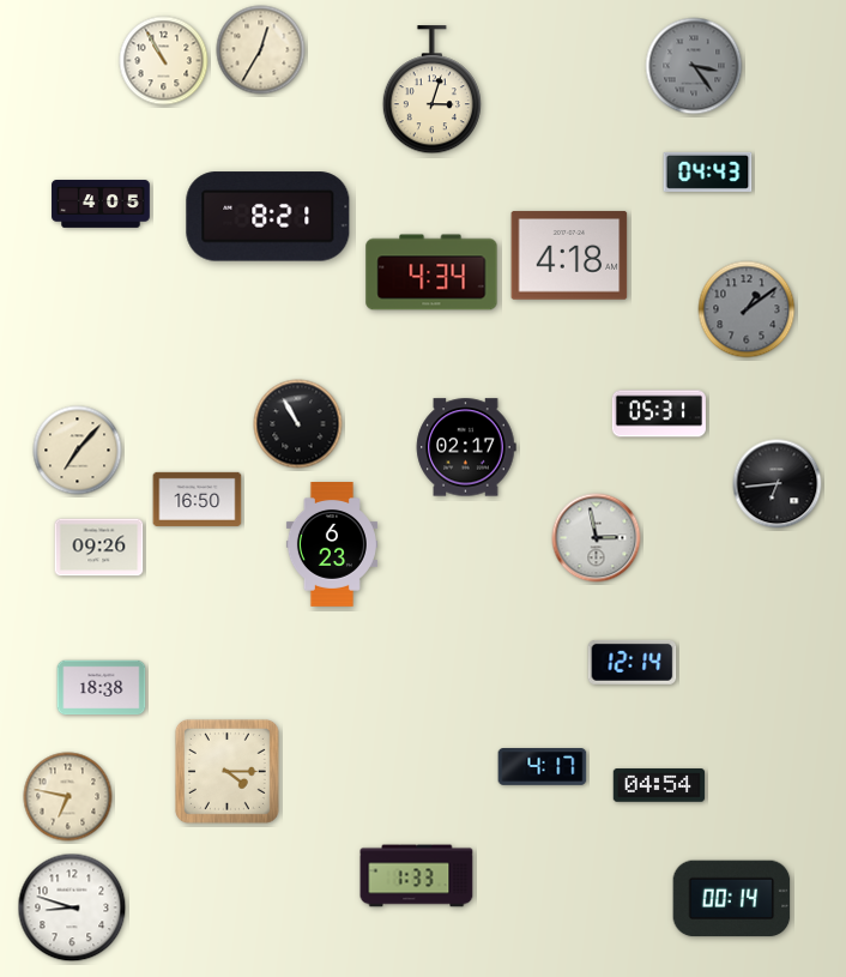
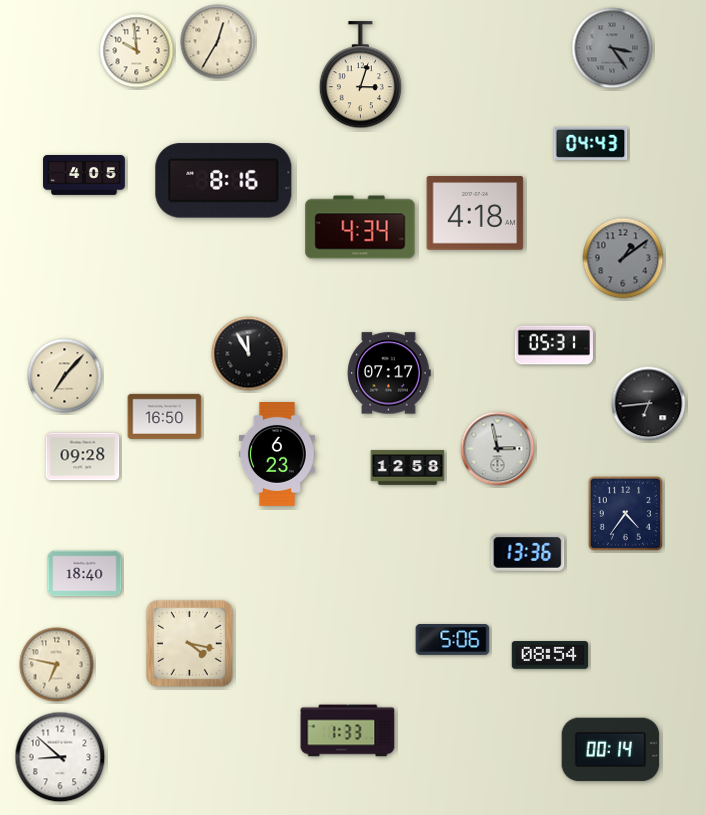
clock at (164, 61): 10:55 -> 9:59
clock at (694, 66) position: (694, 66) -> (612, 48)
clock at (101, 205) position: (101, 205) -> (84, 176)
clock at (268, 217): 8:21 -> 8:16
clock at (659, 414) position: (659, 414) -> (554, 345)
clock at (298, 424): 10:55 -> 11:55
clock at (466, 447): 02:17 -> 07:17
clock at (99, 548): 09:26 -> 09:28
clock at (408, 468): none -> 12:58
clock at (625, 513): none -> 4:36
clock at (633, 662): 12:14 -> 13:36
clock at (102, 688): 18:38 -> 18:40
clock at (543, 767): 4:17 -> 5:06
clock at (226, 771): 4:15 -> 4:17
clock at (659, 785): 04:54 -> 08:54
clock at (72, 907): 8:48 -> 8:52
